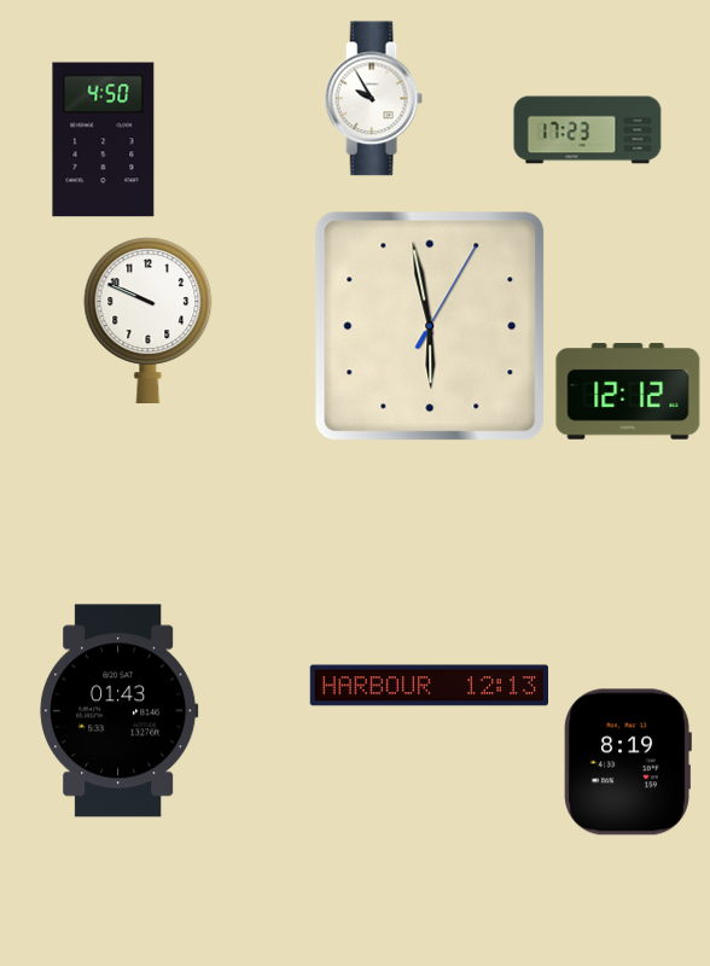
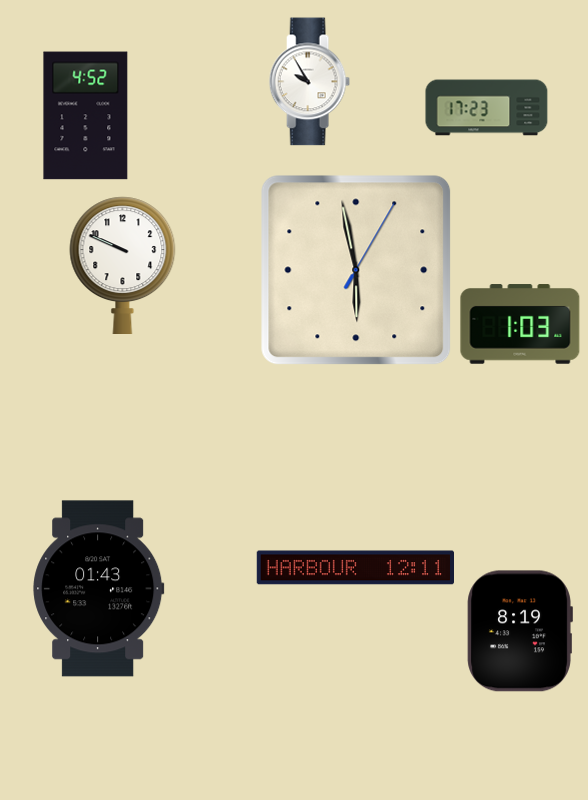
clock at (104, 140): 4:50 -> 4:52
clock at (628, 391): 12:12 -> 1:03
clock at (430, 686): 12:13 -> 12:11
